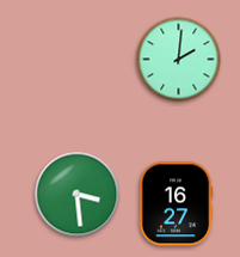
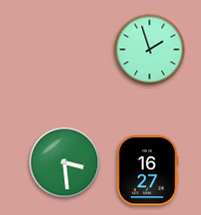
clock at (179, 60): 2:01 -> 1:57
